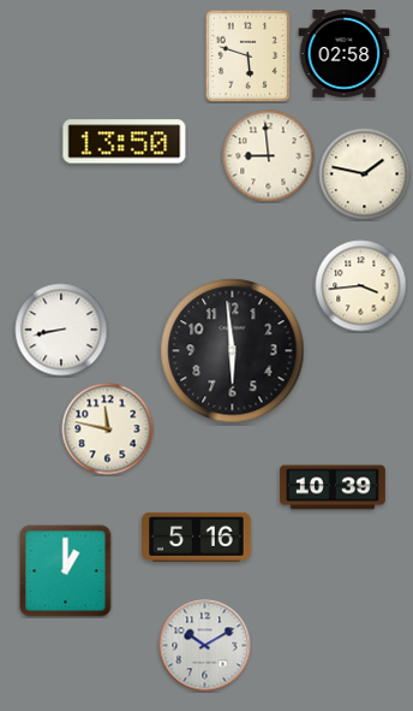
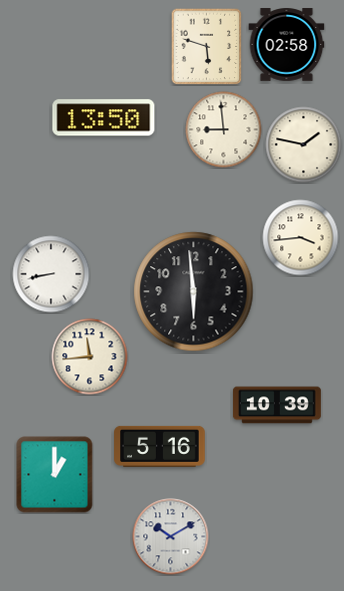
clock at (108, 429): 11:47 -> 11:44
clock at (197, 537) position: (197, 537) -> (160, 446)
